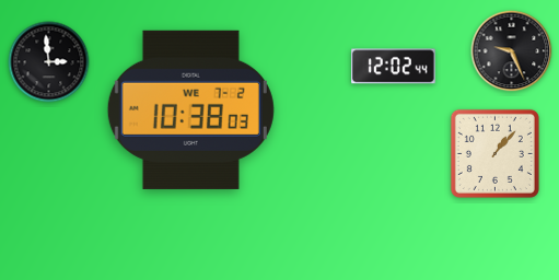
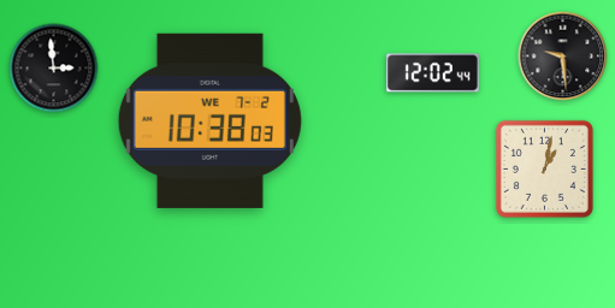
clock at (512, 51): 9:26 -> 9:29
clock at (494, 153): 1:07 -> 1:02
